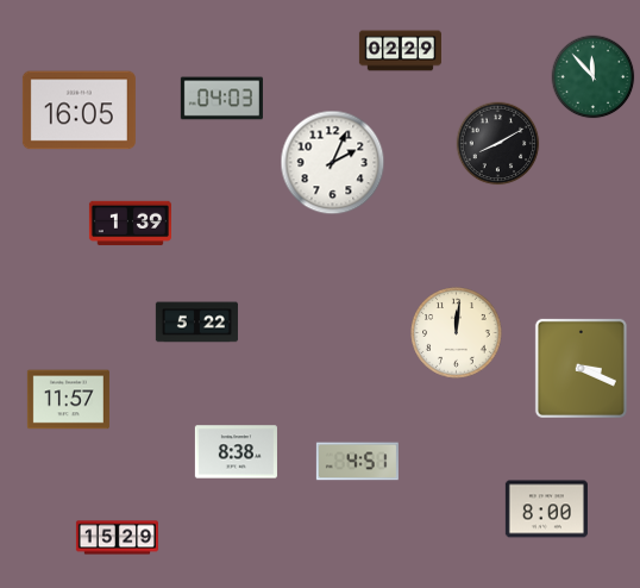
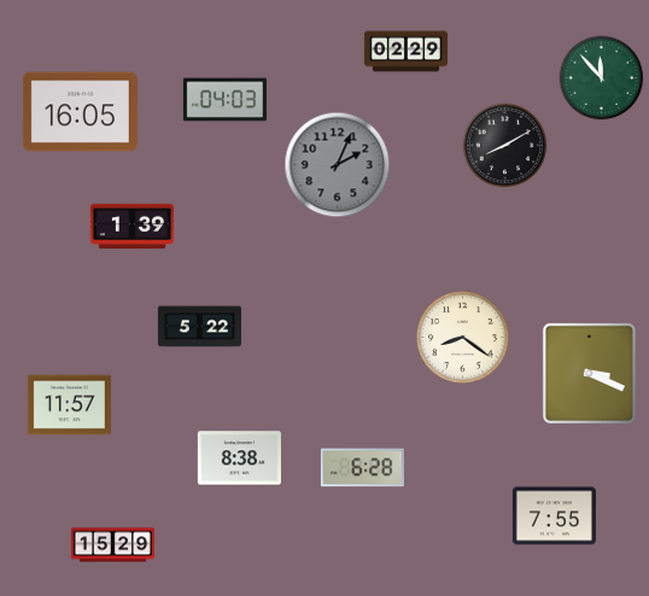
clock at (333, 163) dial: white -> grey
clock at (457, 333): 12:01 -> 8:21
clock at (357, 462): 4:51 -> 6:28
clock at (546, 509): 8:00 -> 7:55
clock at (117, 538) position: (117, 538) -> (112, 545)
